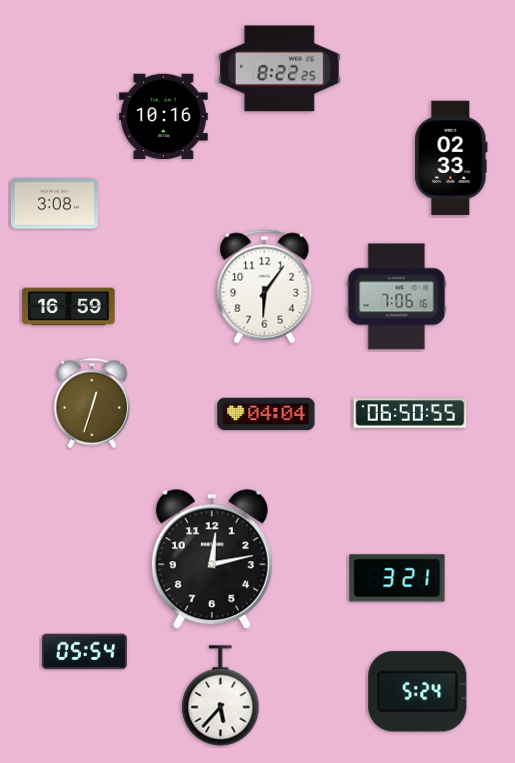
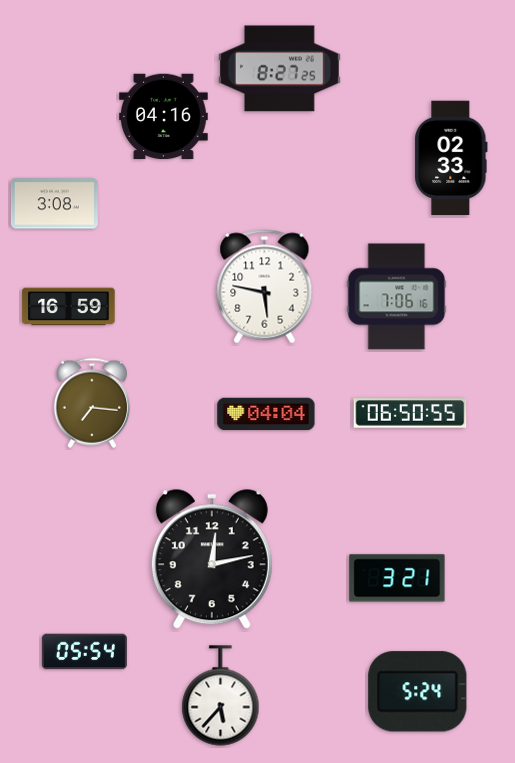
clock at (279, 69): 8:22 -> 8:27
clock at (164, 117): 10:16 -> 04:16
clock at (265, 287): 6:06 -> 5:47
clock at (91, 403): 12:33 -> 7:16
